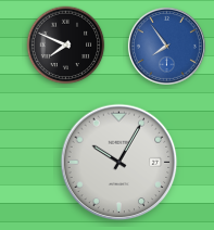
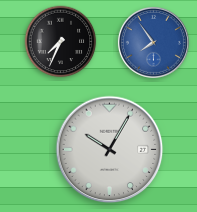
clock at (66, 46): 7:49 -> 7:34
